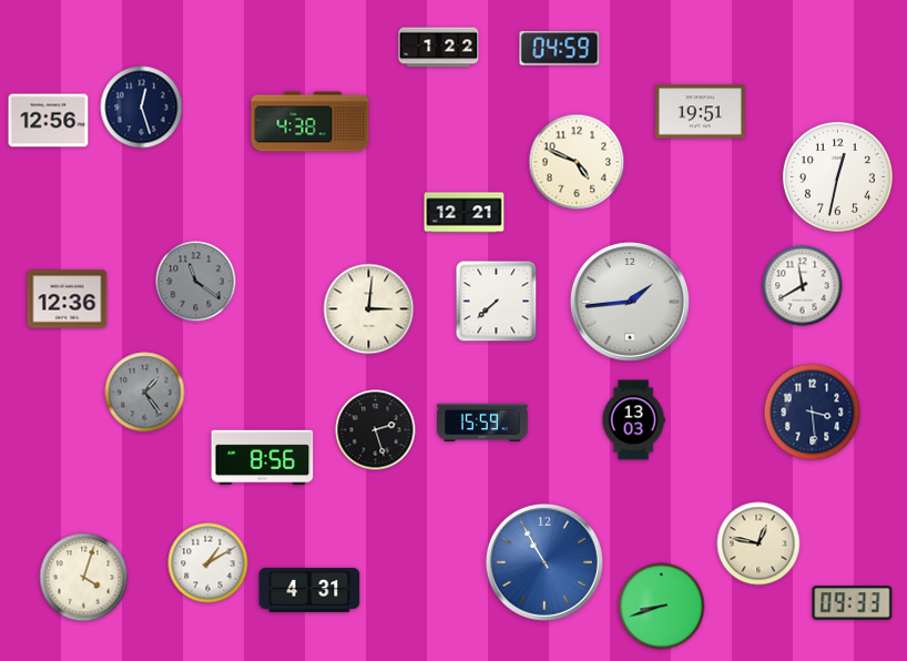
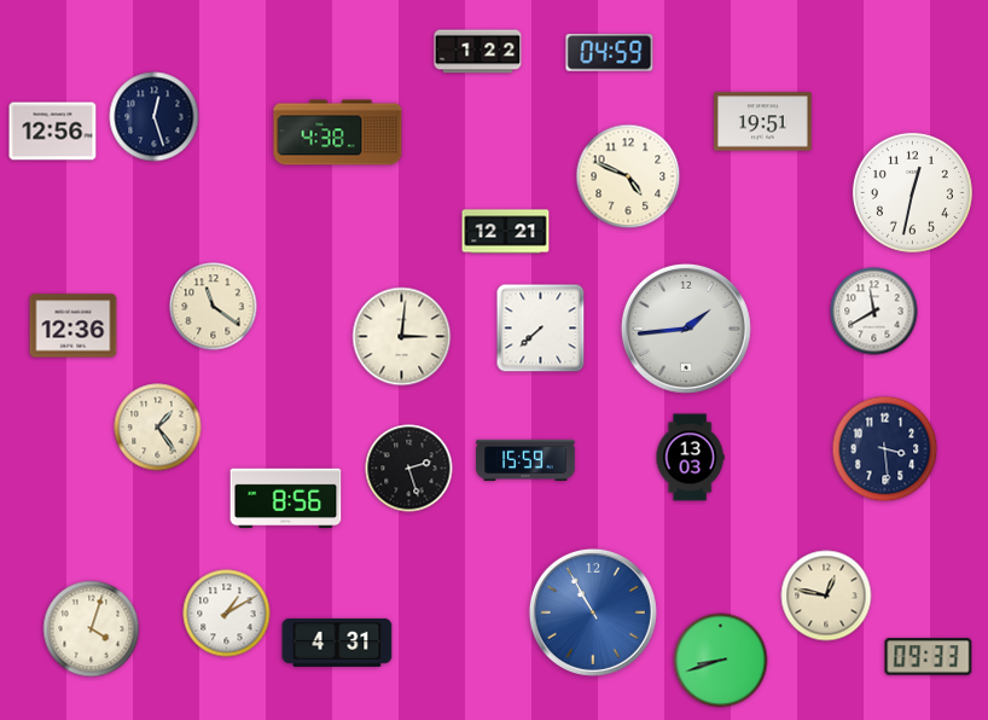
clock at (196, 282) dial: grey -> cream
clock at (145, 393) dial: grey -> cream
clock at (758, 543) position: (758, 543) -> (826, 596)
